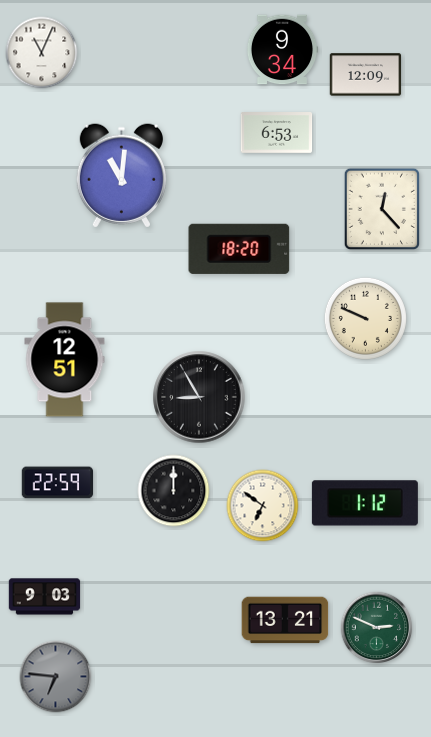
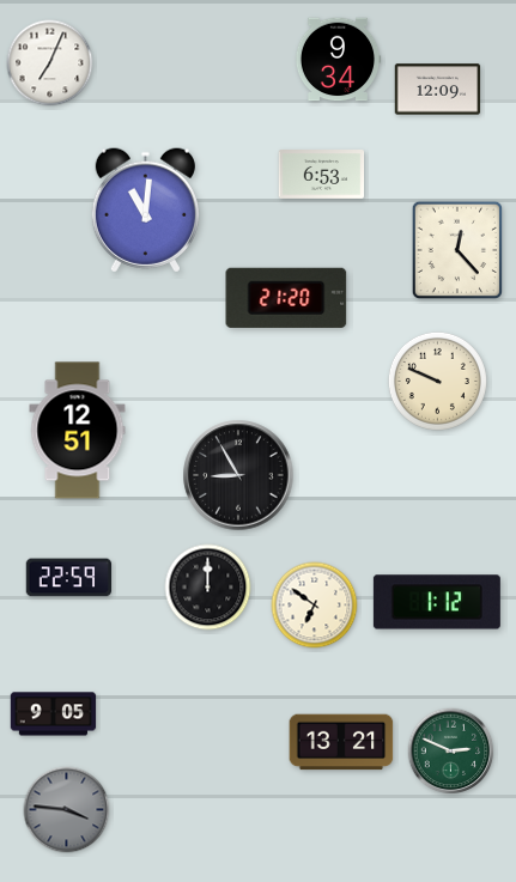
clock at (42, 53): 11:04 -> 7:04
clock at (277, 133) position: (277, 133) -> (322, 175)
clock at (239, 249): 18:20 -> 21:20
clock at (45, 597): 9:03 -> 9:05
clock at (56, 677): 6:46 -> 3:46
